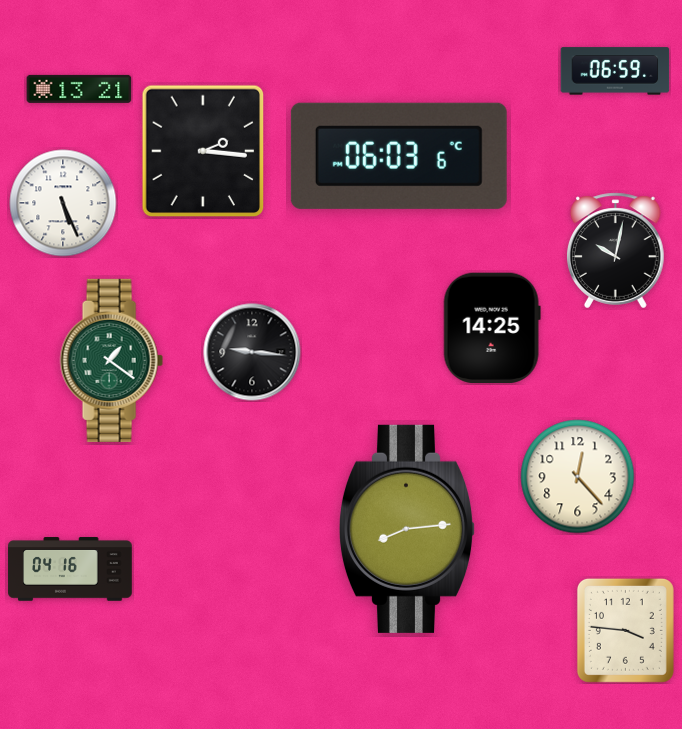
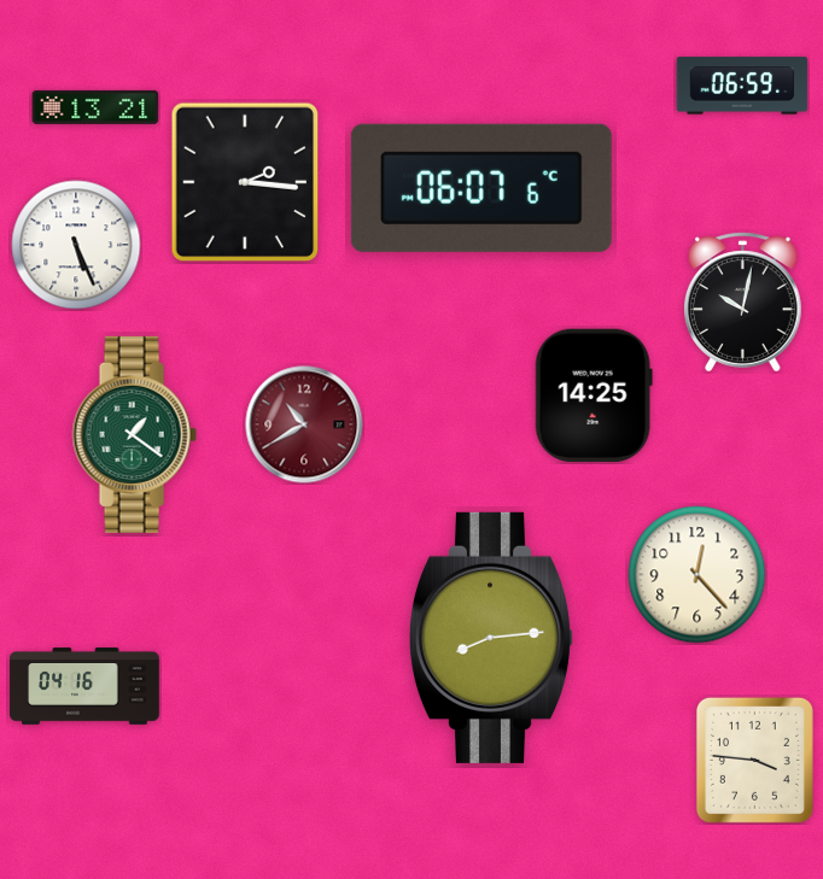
clock at (399, 156): 06:03 -> 06:07
clock at (252, 352): 9:16 -> 10:40
clock at (252, 352) dial: black -> burgundy
